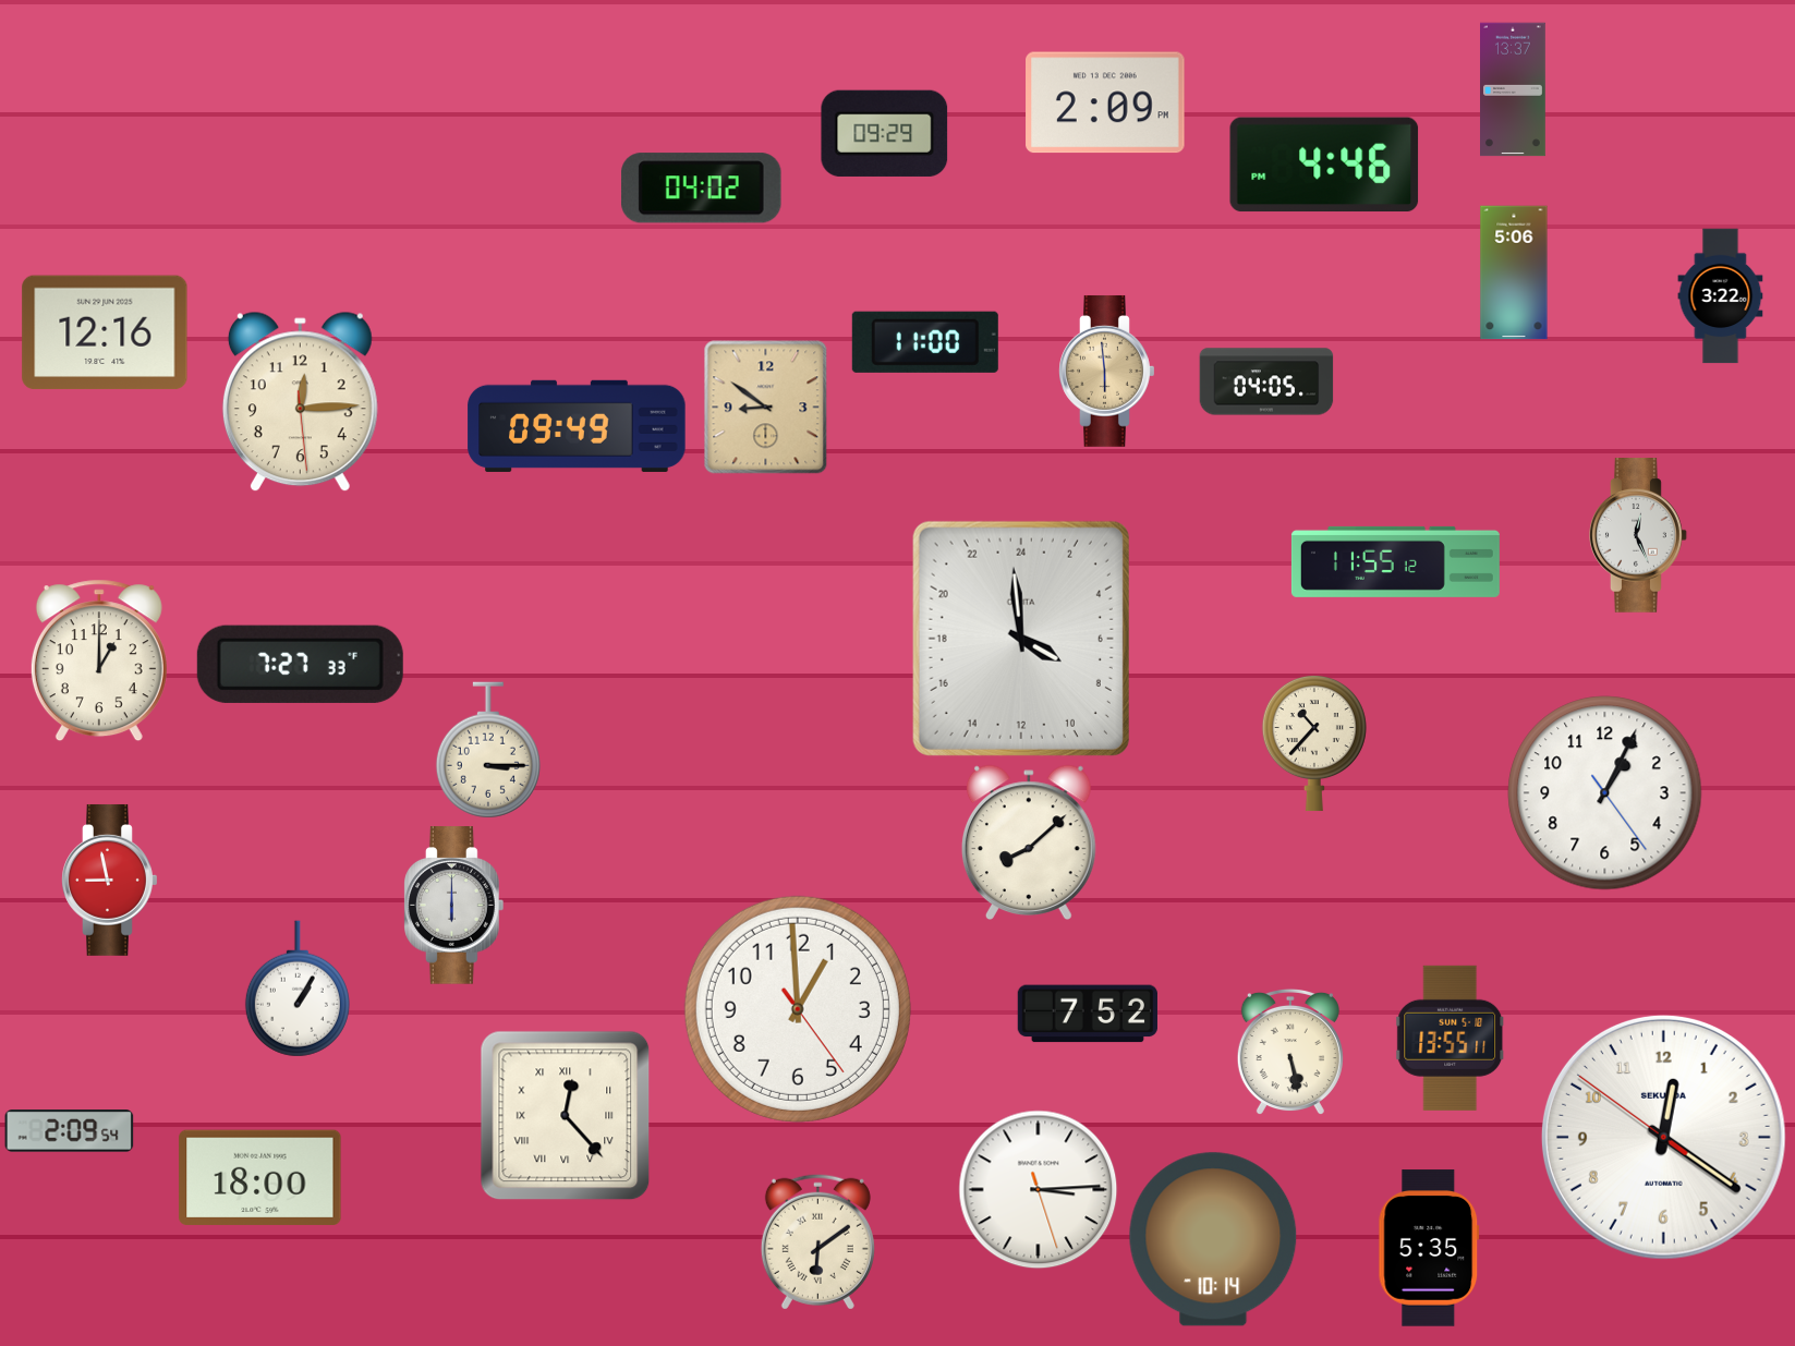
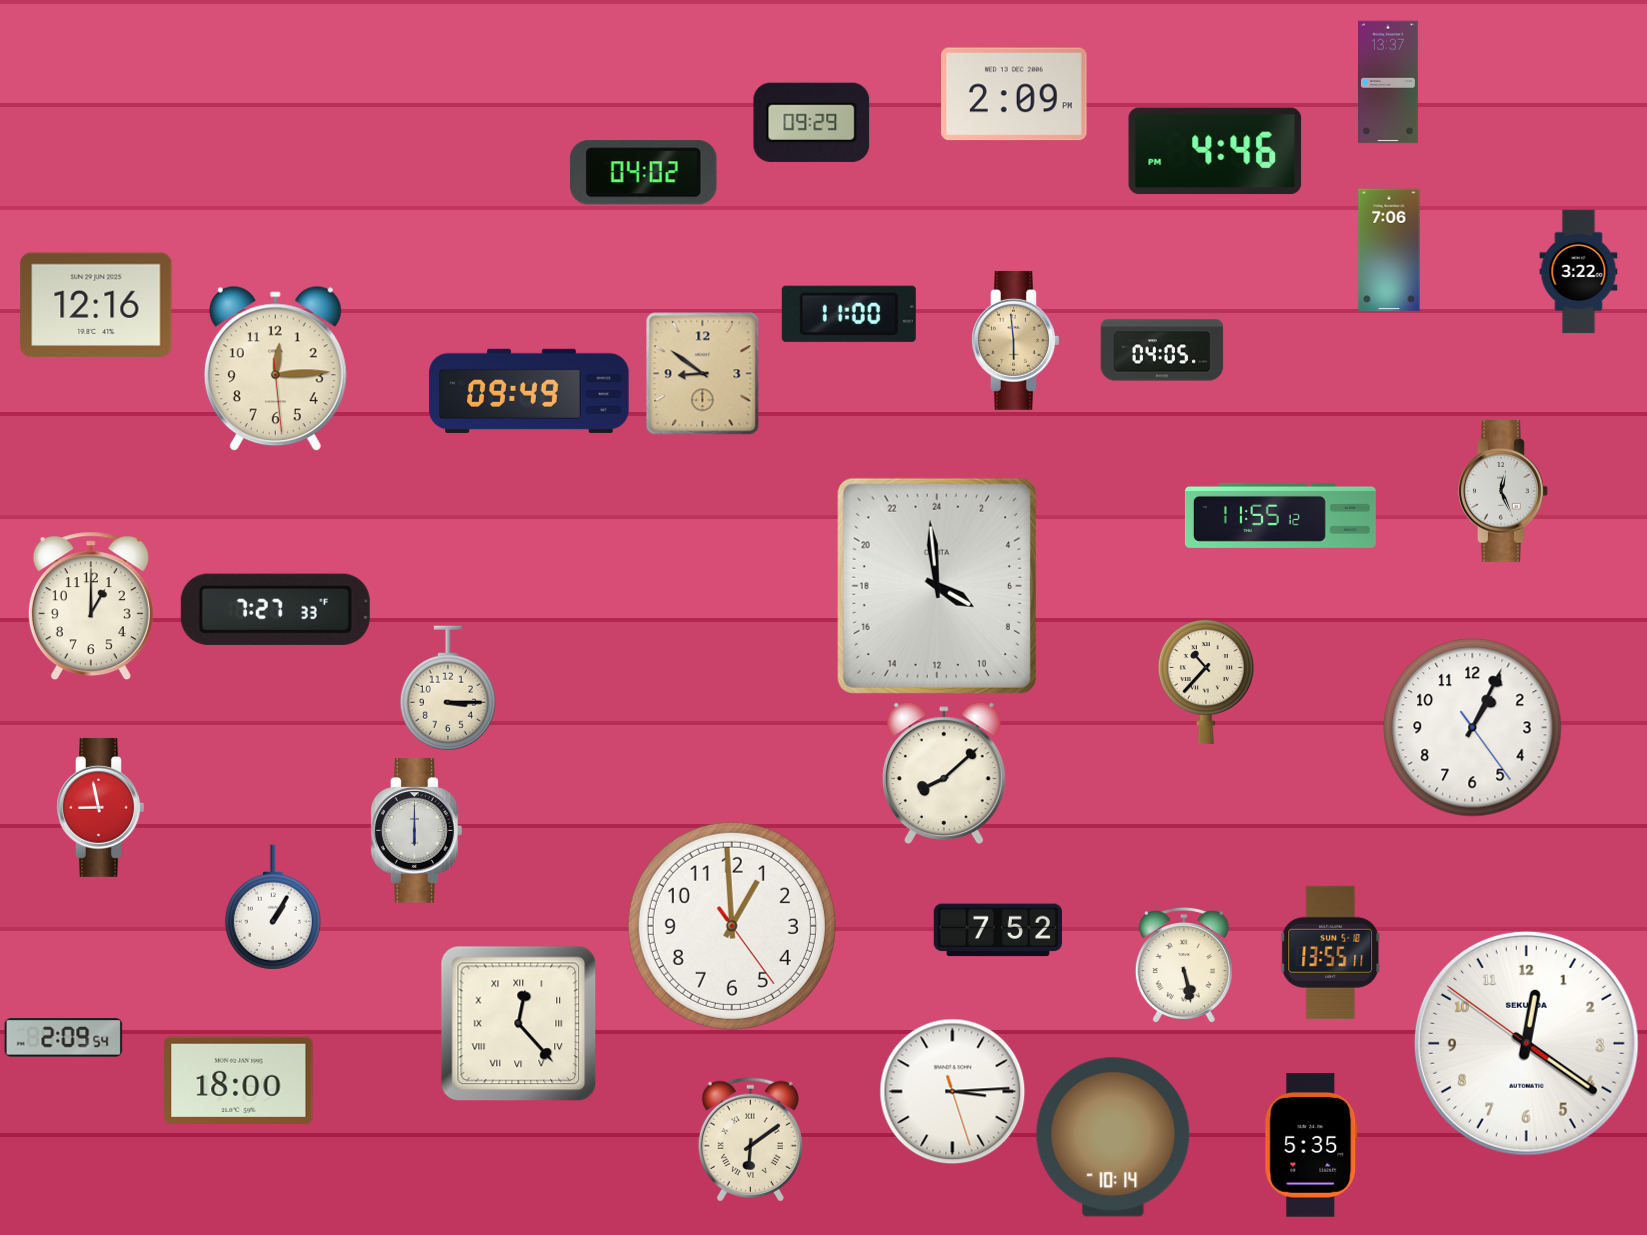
clock at (1514, 272): 5:06 -> 7:06
